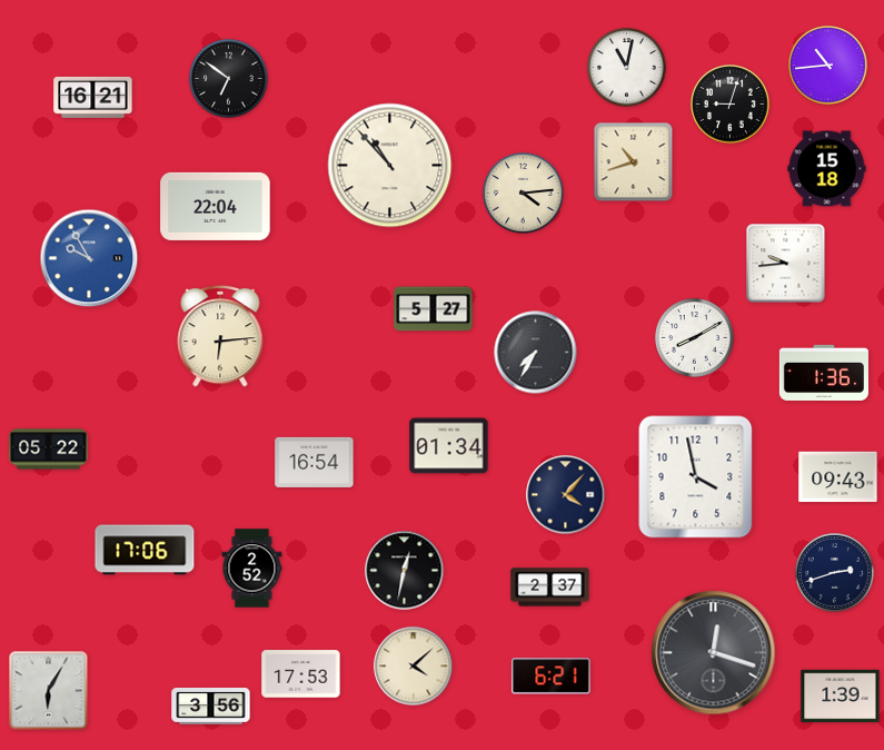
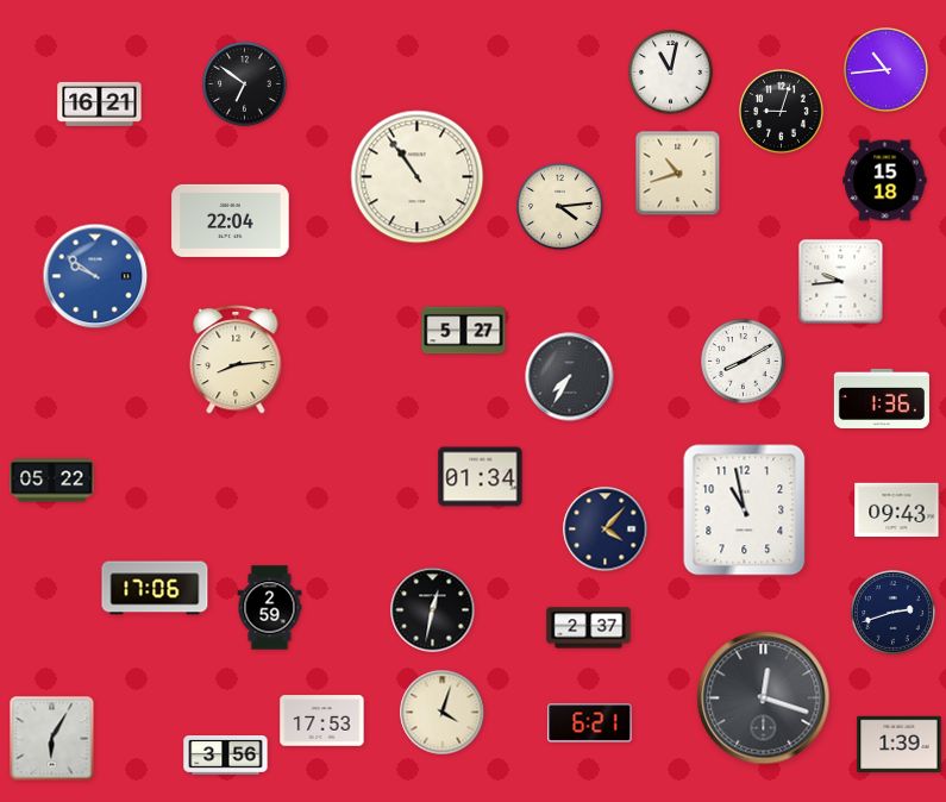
clock at (390, 166): 10:53 -> 10:54
clock at (89, 258): 9:55 -> 9:51
clock at (220, 336): 6:14 -> 8:14
clock at (536, 353) position: (536, 353) -> (570, 377)
clock at (315, 462): 16:54 -> none
clock at (696, 477): 3:58 -> 10:58
clock at (252, 569): 2:52 -> 2:59
clock at (414, 667): 4:08 -> 4:03
